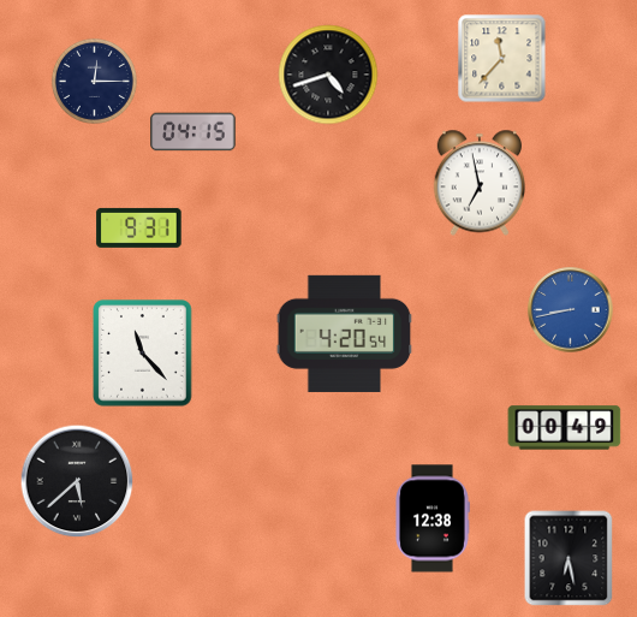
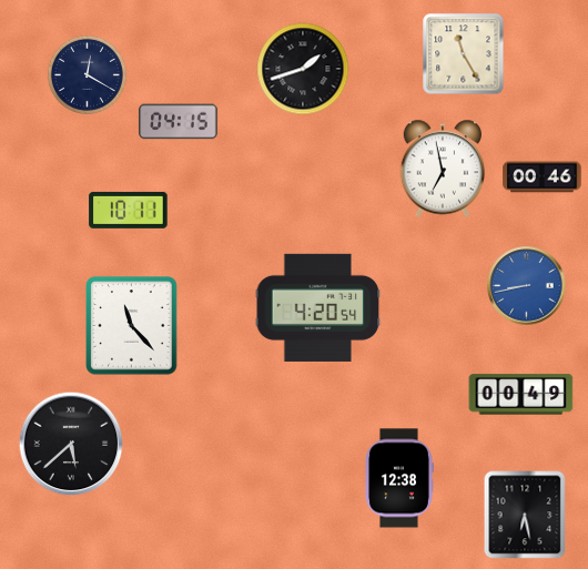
clock at (502, 59): 11:37 -> 11:25
clock at (328, 75): 4:42 -> 1:42
clock at (94, 81): 12:15 -> 12:20
clock at (543, 177): none -> 00:46
clock at (139, 227): 9:31 -> 10:11
